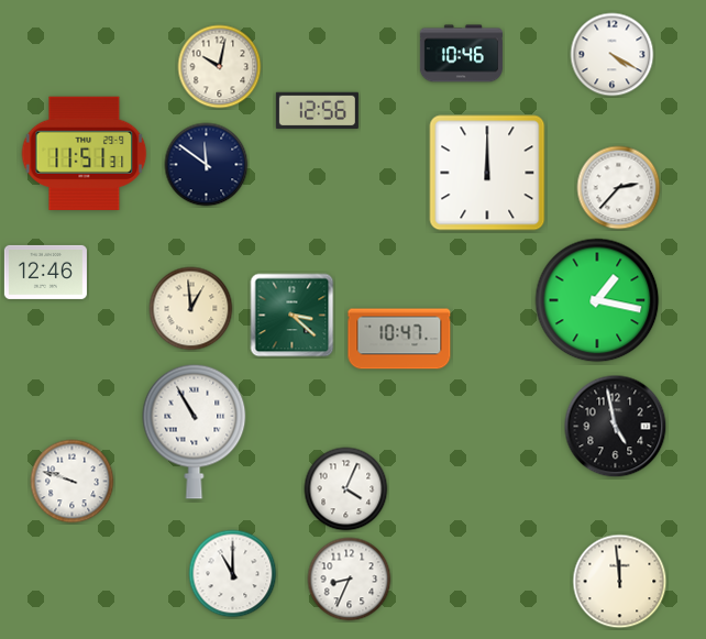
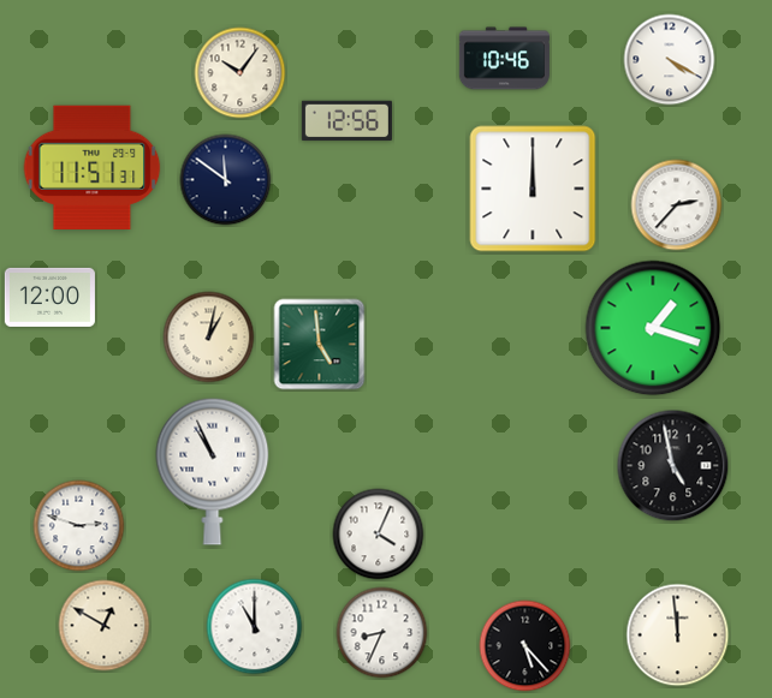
clock at (220, 67): 10:02 -> 10:06
clock at (45, 272): 12:46 -> 12:00
clock at (597, 300): 1:17 -> 1:18
clock at (191, 309): 12:59 -> 1:02
clock at (293, 316): 3:22 -> 4:59
clock at (399, 339): 10:47 -> none
clock at (195, 431): 10:55 -> 10:56
clock at (73, 482): 9:48 -> 2:48
clock at (105, 626): none -> 12:50
clock at (525, 646): none -> 5:23
